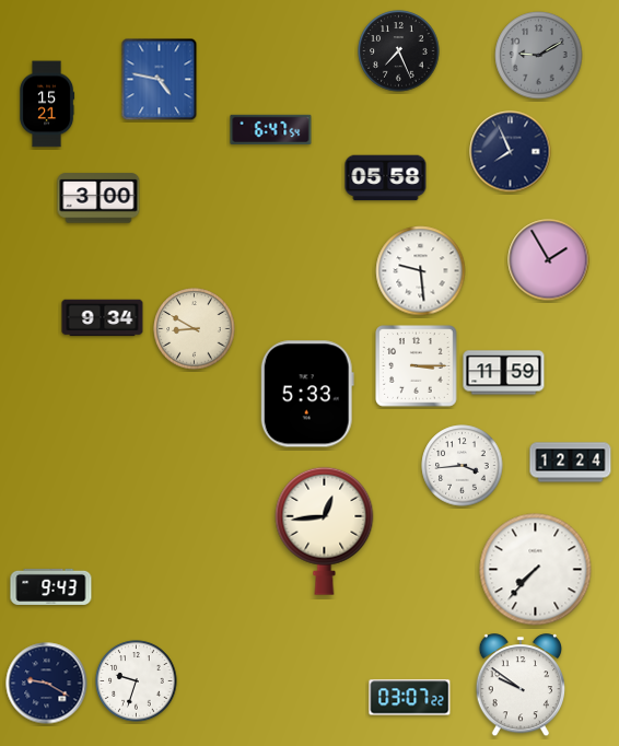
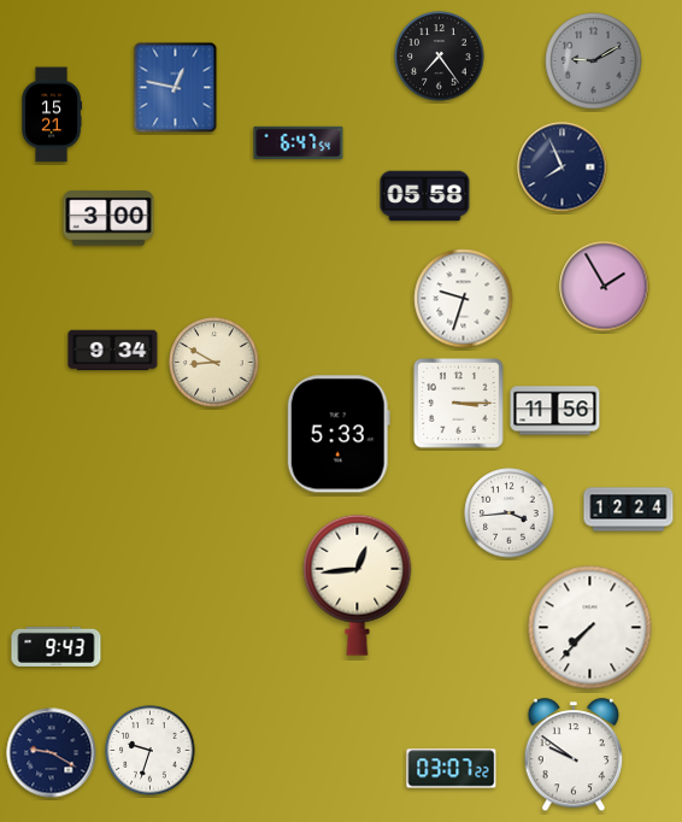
clock at (399, 51): 7:26 -> 7:24
clock at (160, 80): 4:47 -> 12:47
clock at (421, 271): 9:29 -> 9:33
clock at (504, 373): 11:59 -> 11:56
